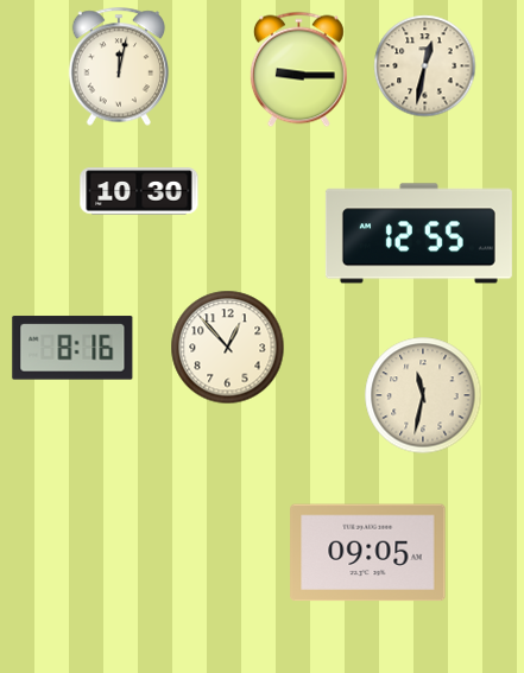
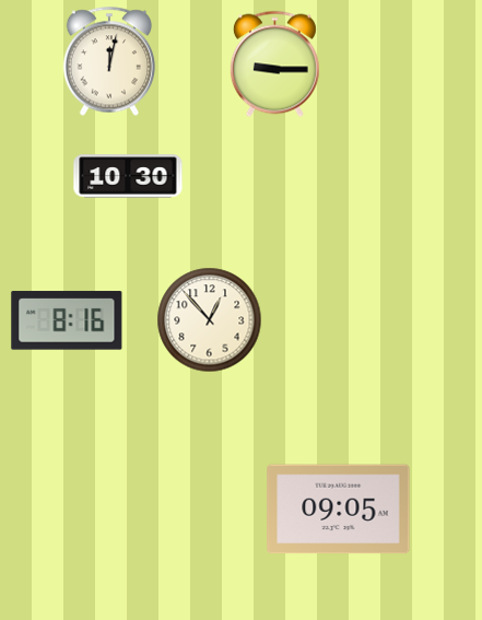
clock at (425, 66): 12:32 -> none
clock at (418, 234): 12:55 -> none
clock at (423, 395): 11:32 -> none
